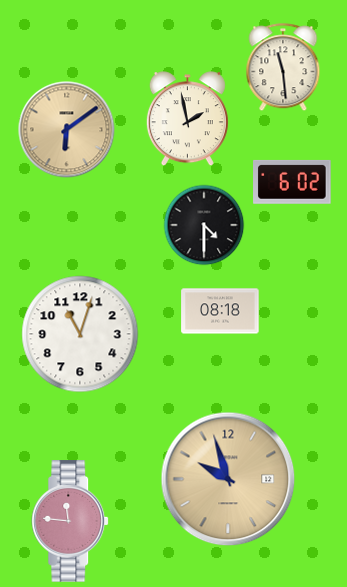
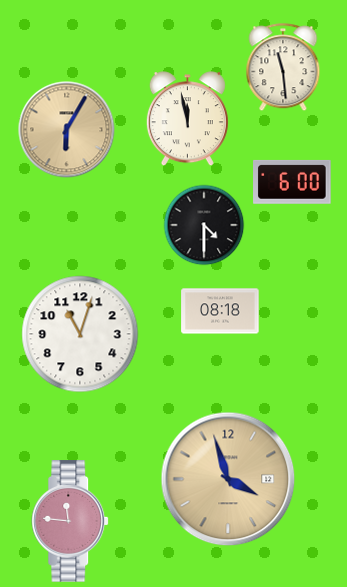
clock at (187, 119): 1:58 -> 11:58
clock at (67, 130): 6:09 -> 6:05
clock at (292, 182): 6:02 -> 6:00
clock at (228, 479): 9:57 -> 3:57
